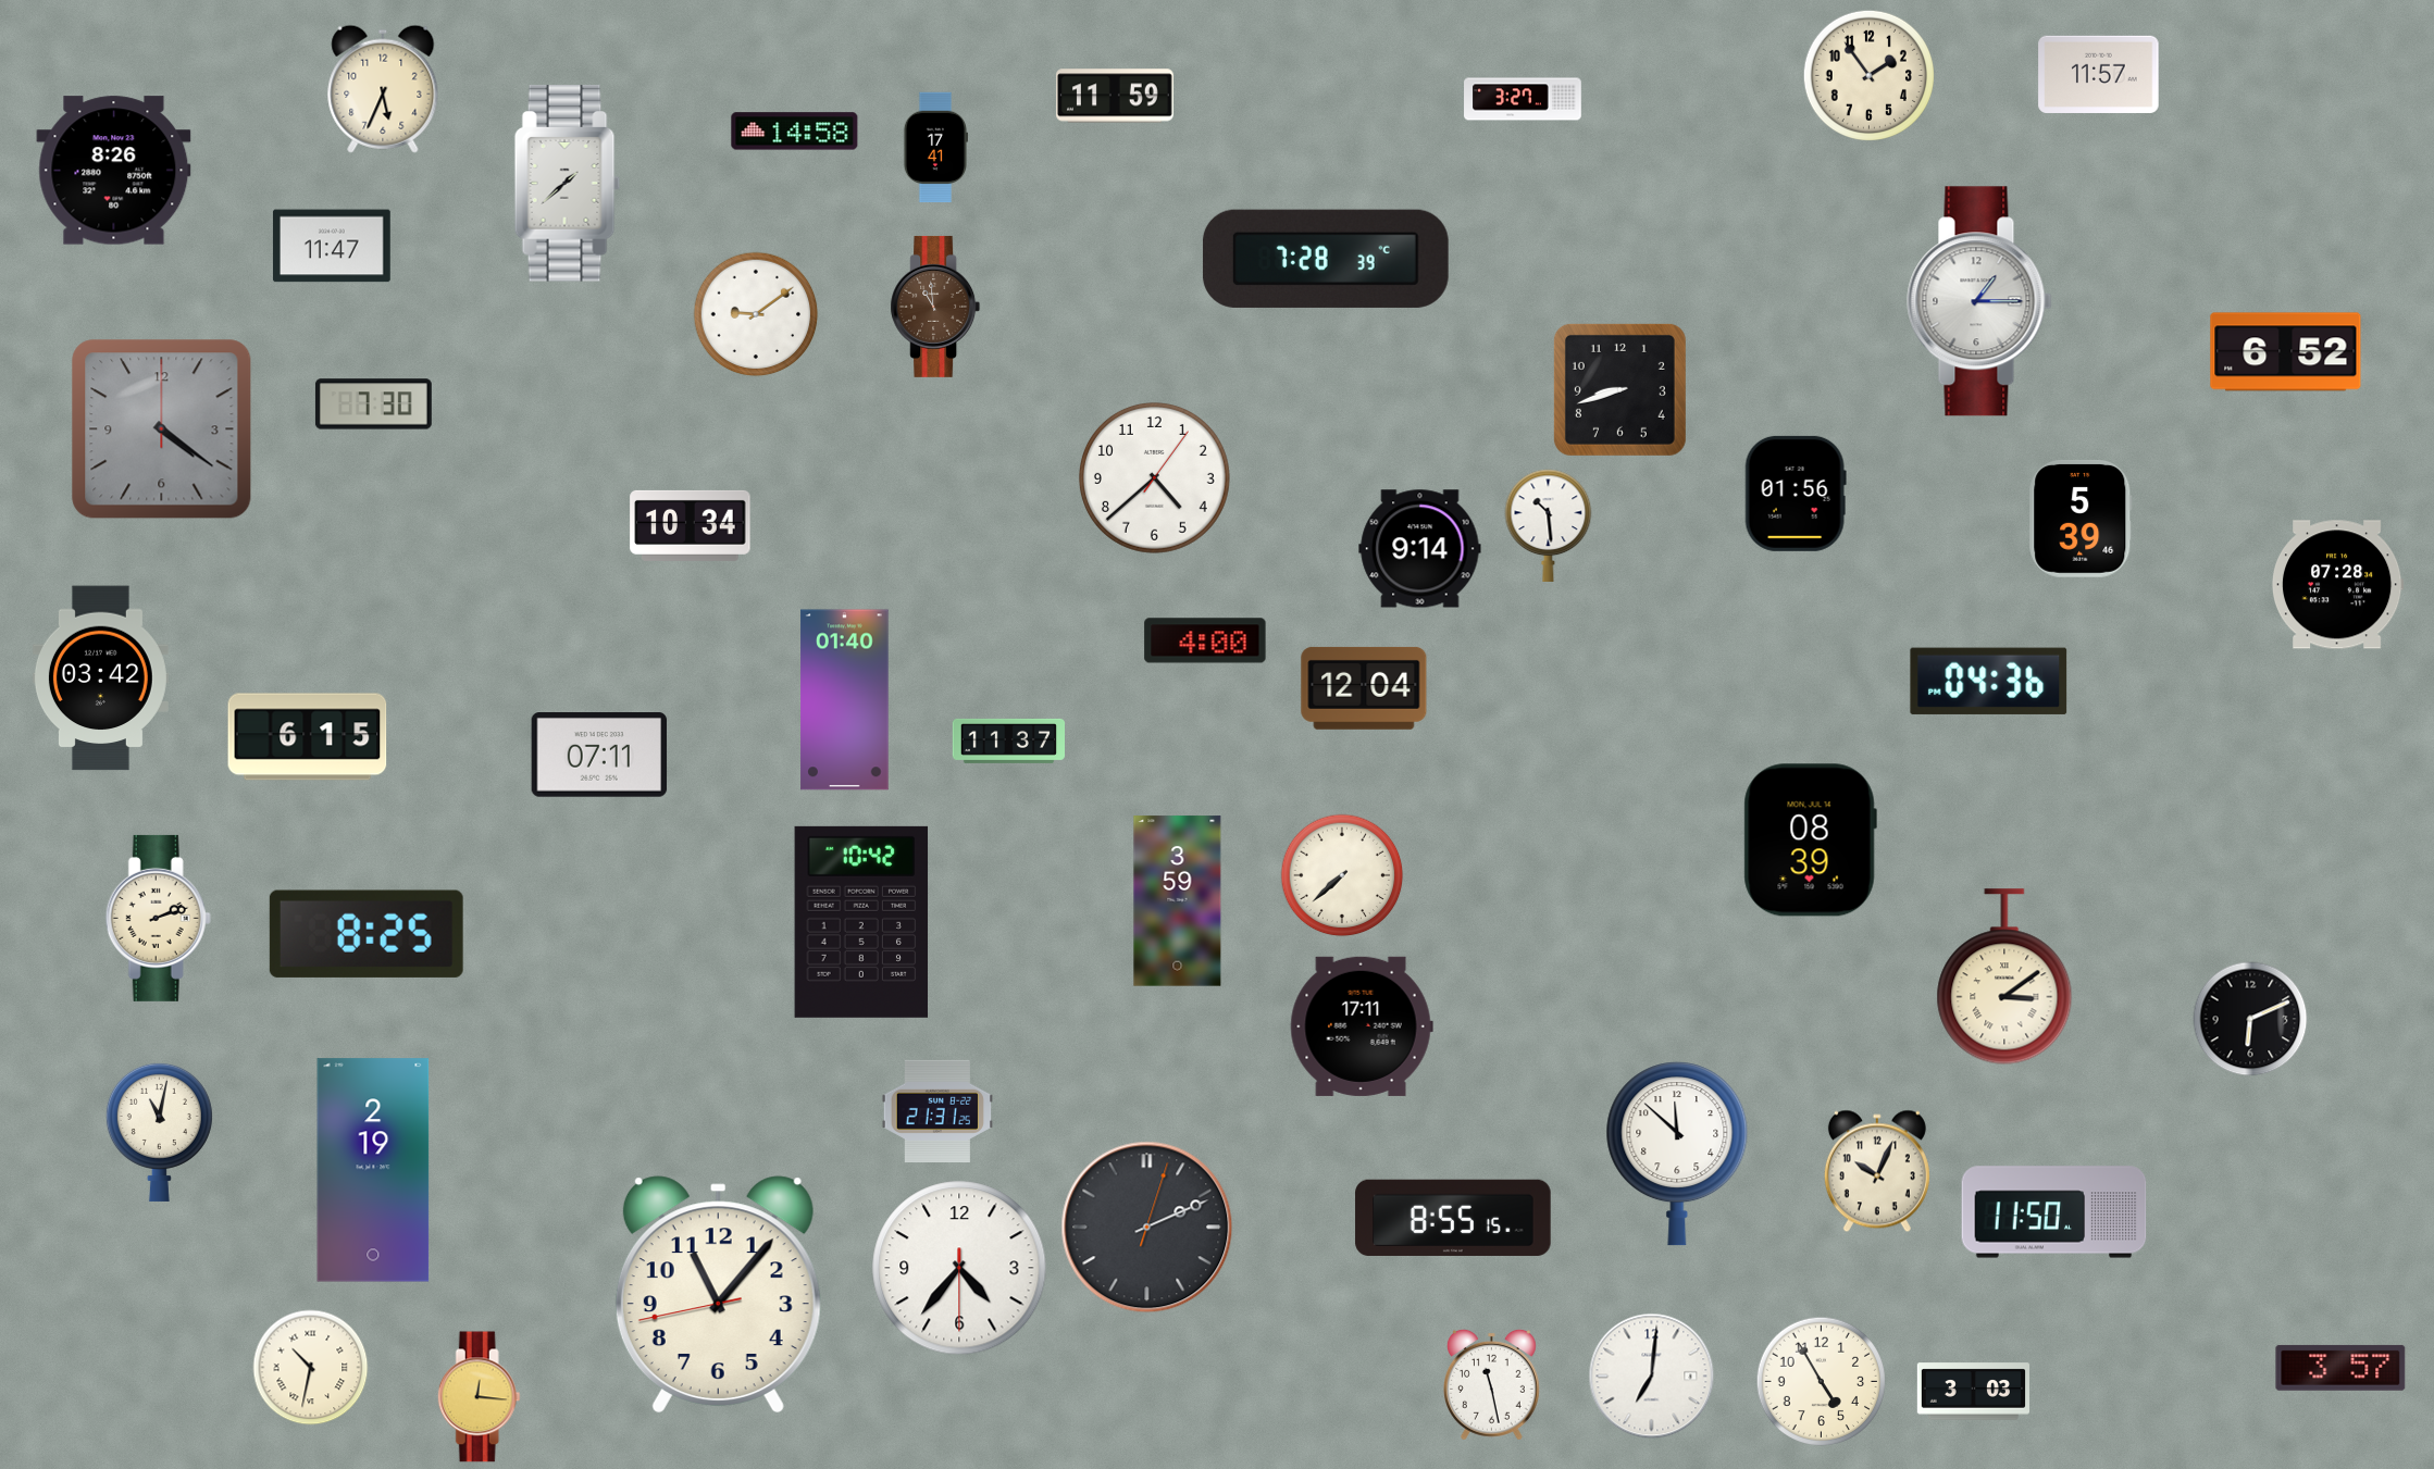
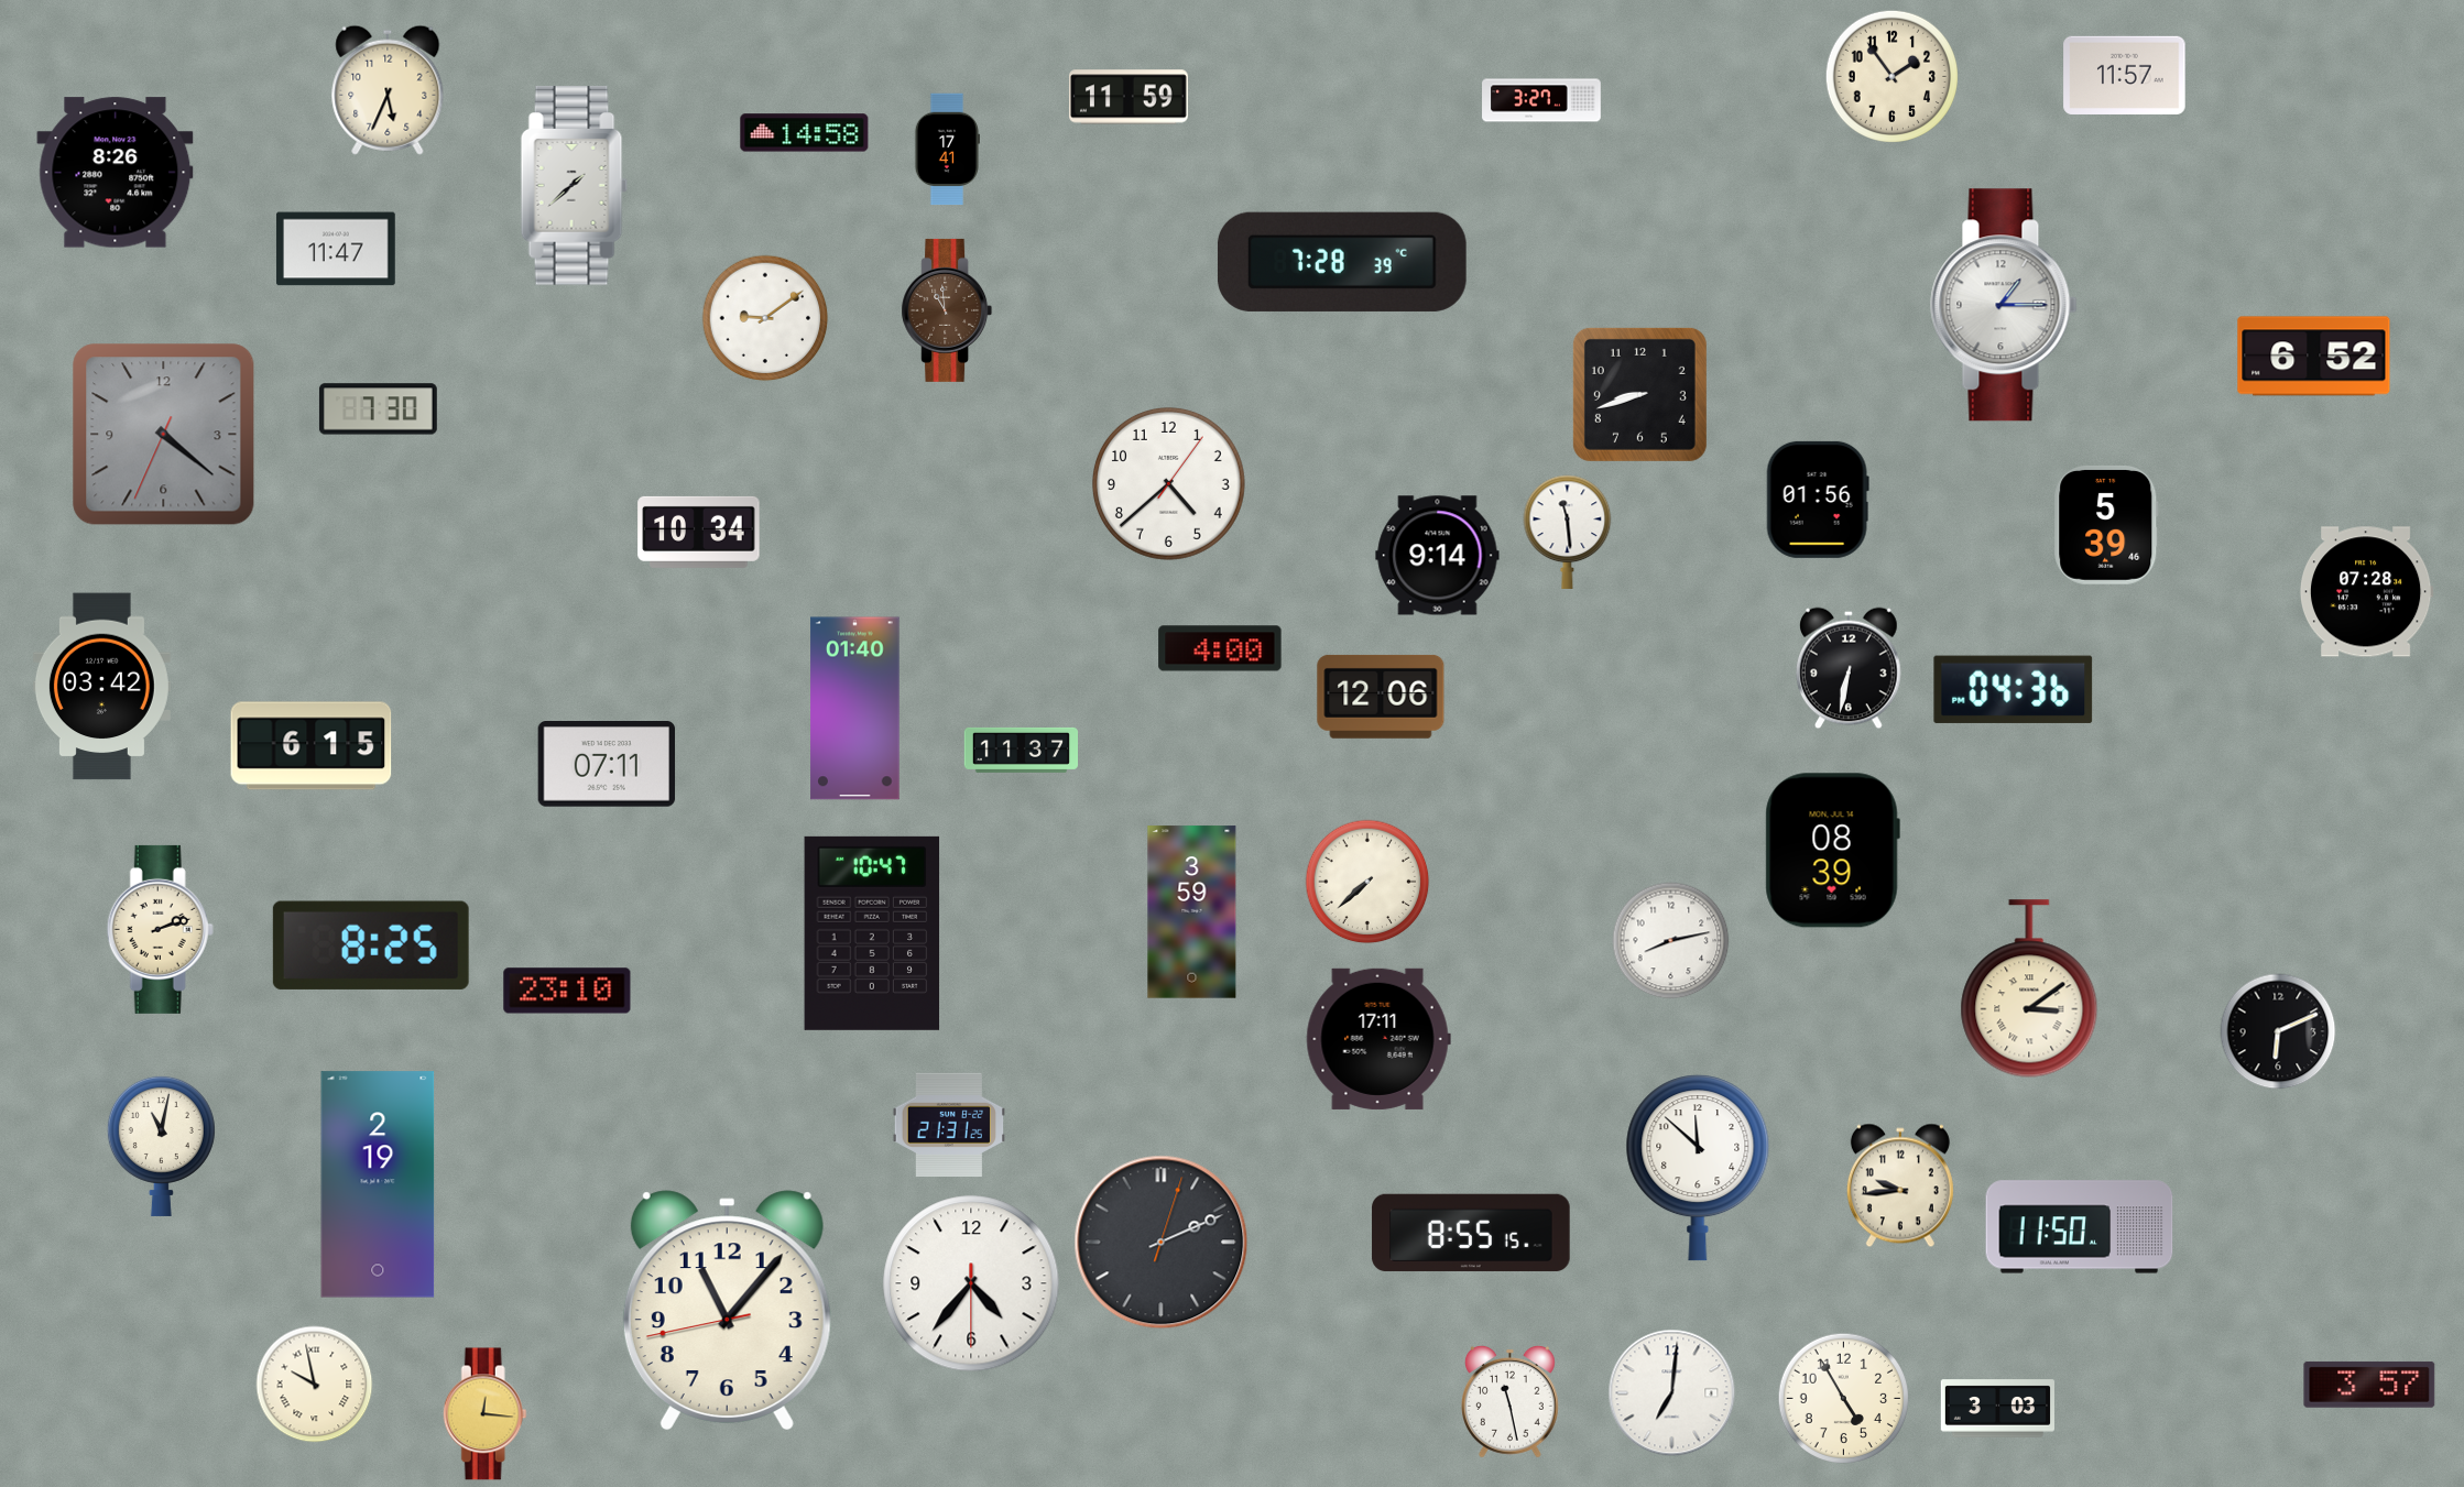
clock at (162, 430): 4:21:00 -> 4:21:34
clock at (1549, 525): 10:29 -> 11:29
clock at (1850, 668): none -> 6:32
clock at (1364, 688): 12:04 -> 12:06
clock at (1342, 875) position: (1342, 875) -> (1367, 882)
clock at (861, 922): 10:42 -> 10:47
clock at (1671, 941): none -> 8:13
clock at (567, 991): none -> 23:10
clock at (1877, 1171): 10:04 -> 9:44
clock at (311, 1368): 10:32 -> 9:58
